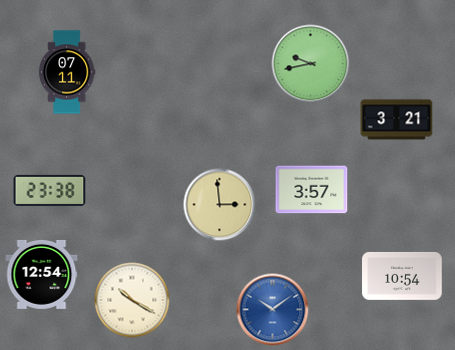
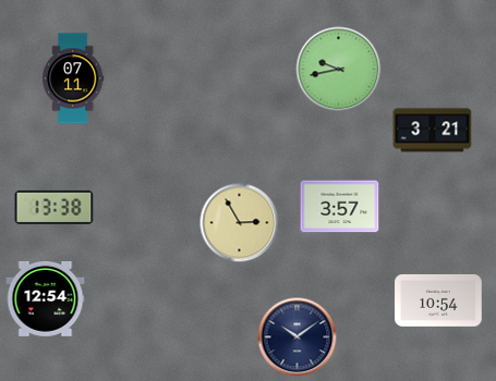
clock at (50, 190): 23:38 -> 13:38
clock at (220, 205): 2:59 -> 2:55
clock at (132, 300): 10:20 -> none
clock at (273, 310) dial: blue -> navy
